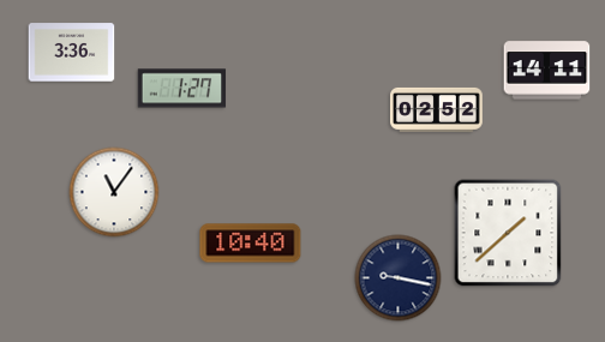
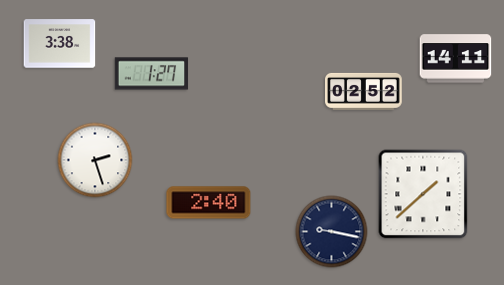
clock at (72, 53): 3:36 -> 3:38
clock at (114, 192): 11:06 -> 2:27
clock at (251, 244): 10:40 -> 2:40
